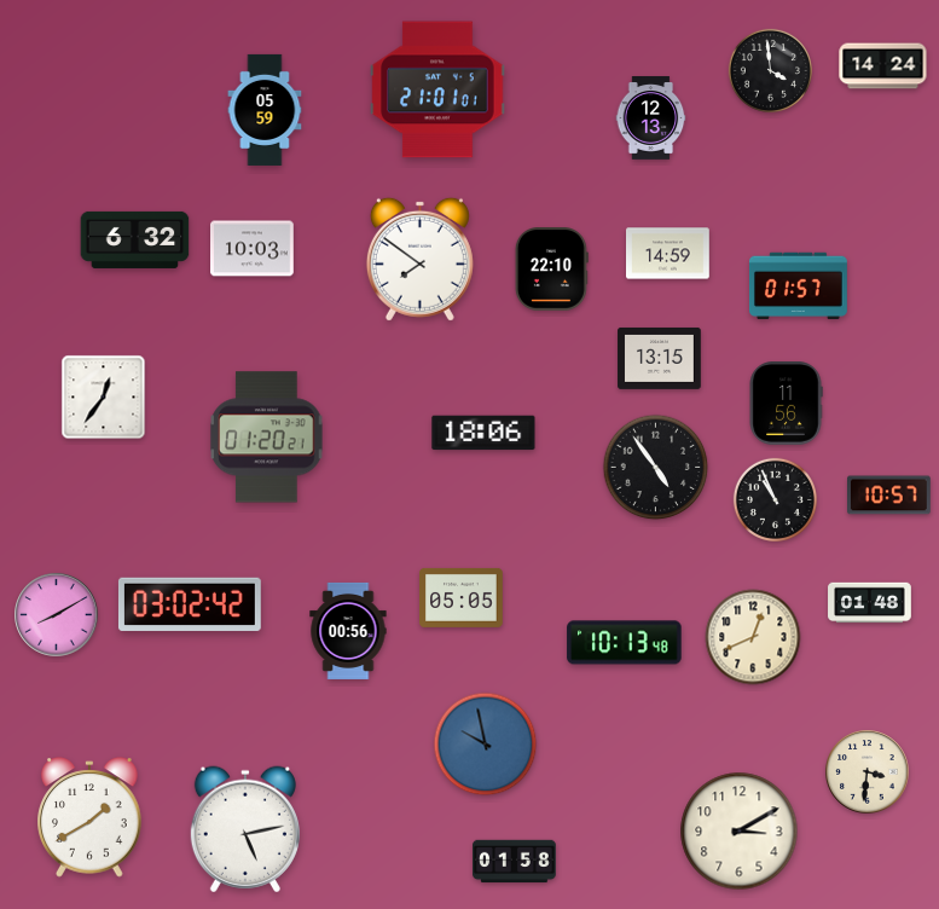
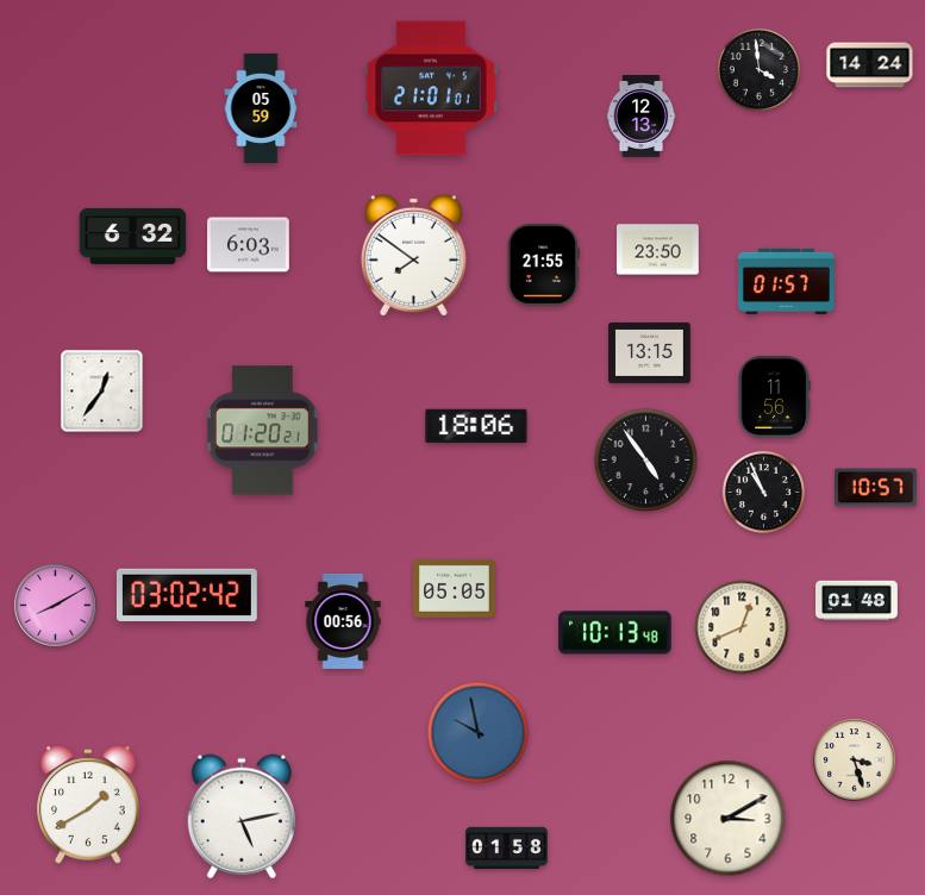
clock at (253, 249): 10:03 -> 6:03
clock at (668, 254): 14:59 -> 23:50
clock at (551, 270): 22:10 -> 21:55
clock at (870, 603) position: (870, 603) -> (857, 601)
clock at (868, 772): 3:31 -> 3:27
